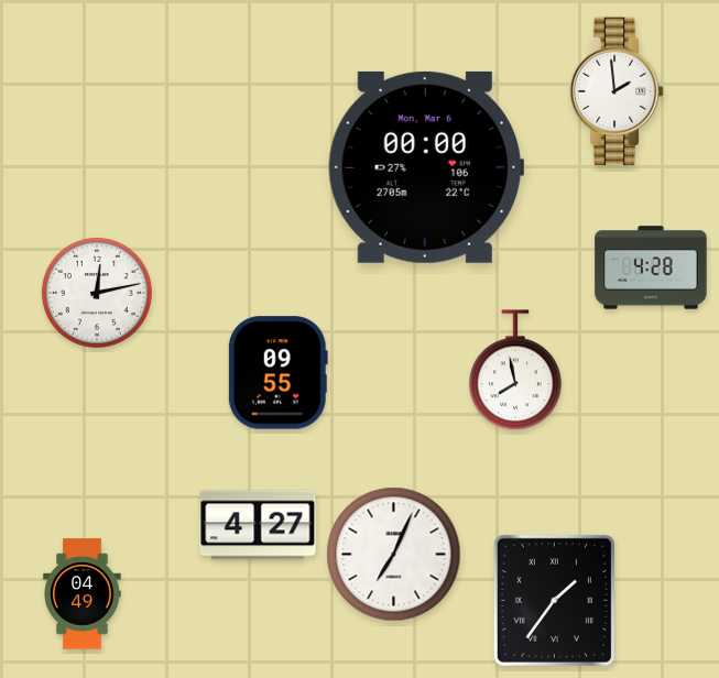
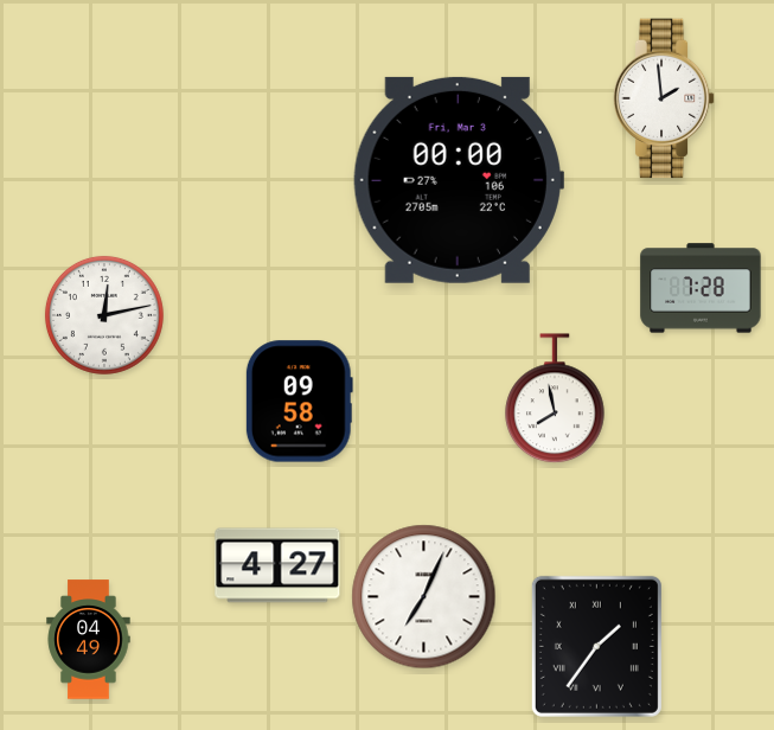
clock at (426, 167) date: Mon, Mar 6 -> Fri, Mar 3
clock at (651, 267): 4:28 -> 7:28
clock at (277, 373): 09:55 -> 09:58
